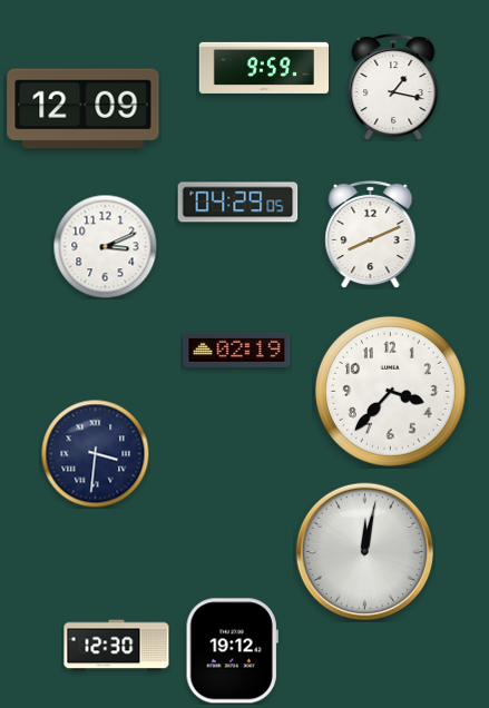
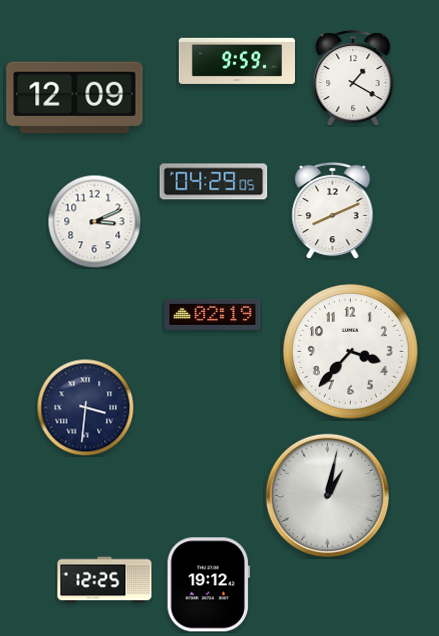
clock at (393, 88): 1:17 -> 1:20
clock at (364, 551): 12:02 -> 1:02
clock at (117, 646): 12:30 -> 12:25
